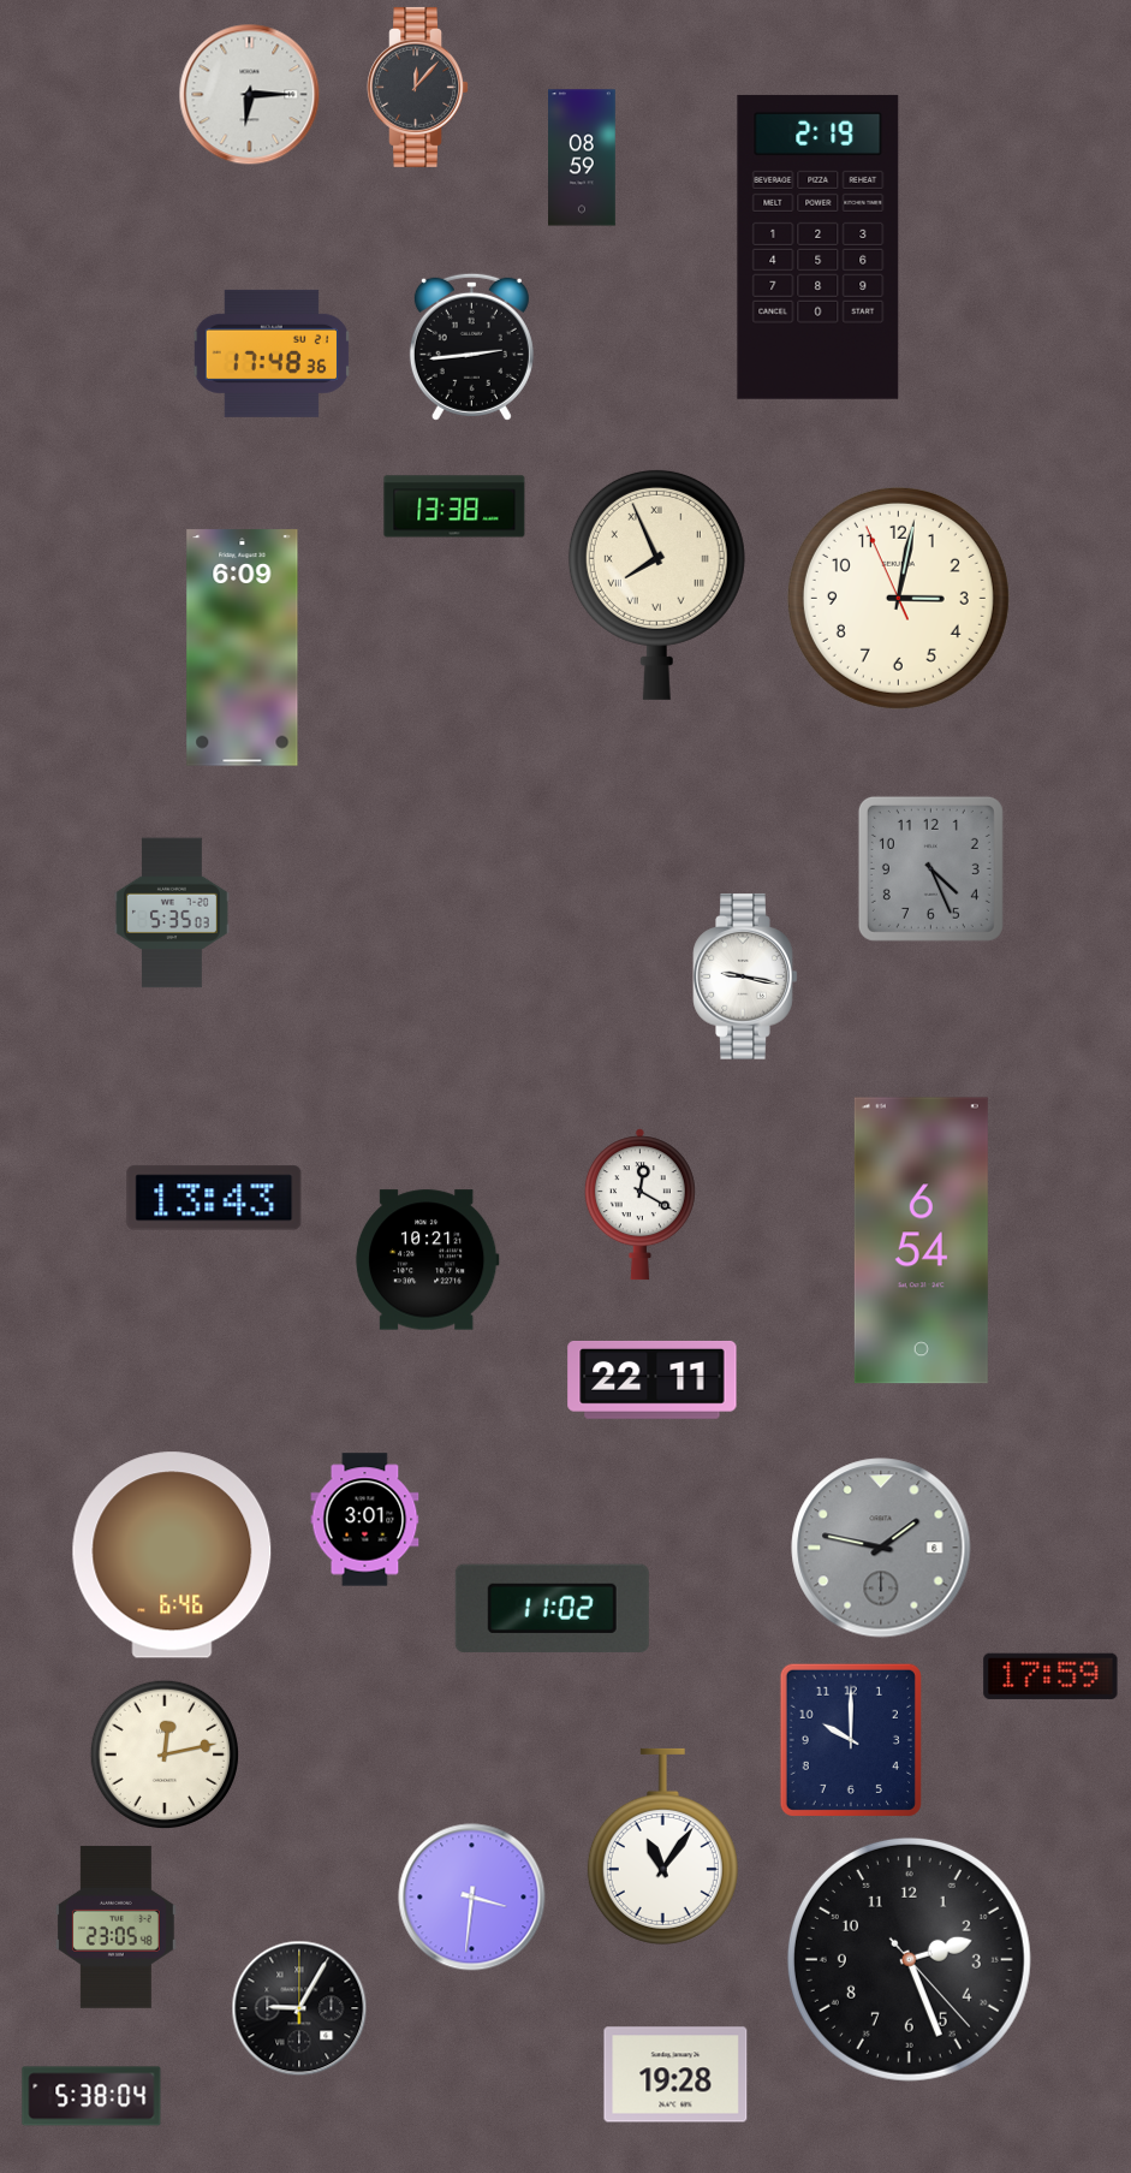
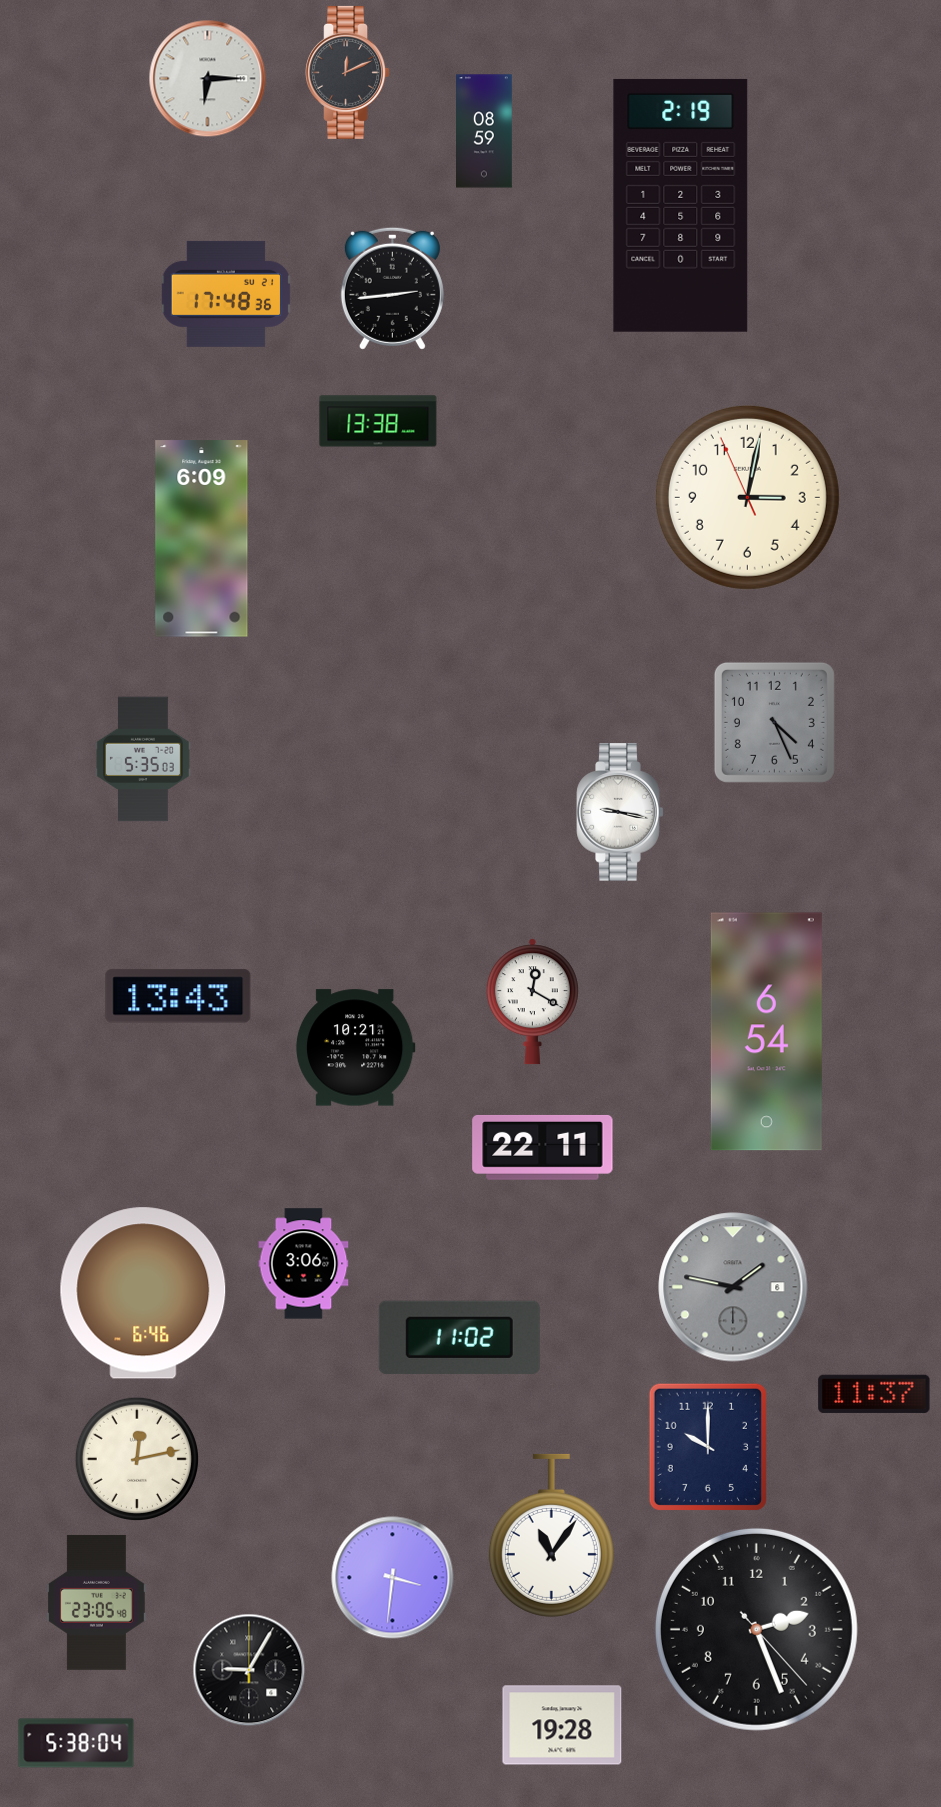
clock at (418, 87): 12:07 -> 12:11
clock at (656, 584): 7:56 -> none
clock at (365, 1520): 3:01 -> 3:06
clock at (1050, 1676): 17:59 -> 11:37
